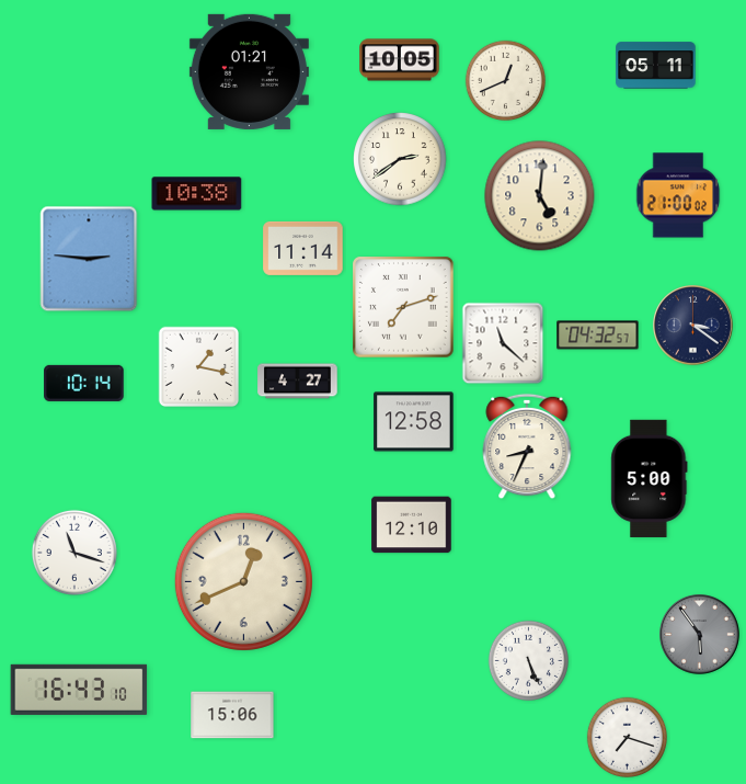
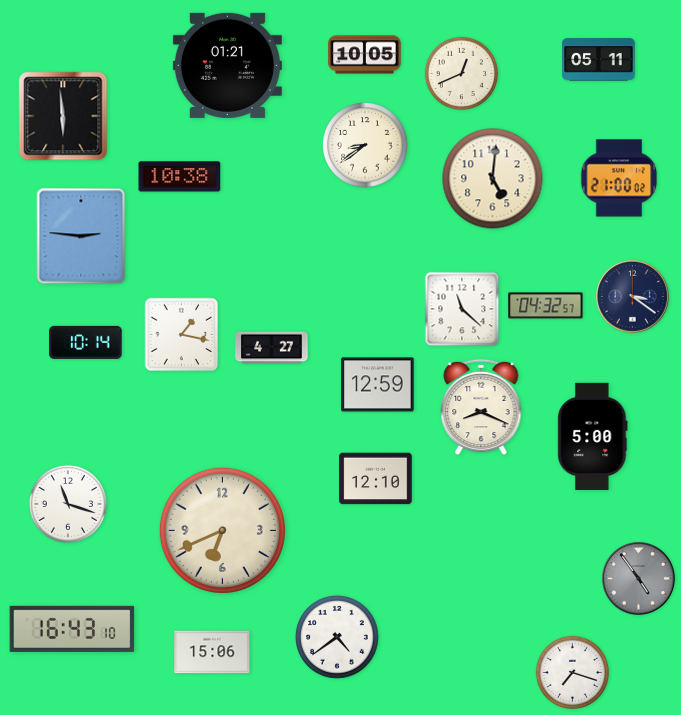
clock at (63, 116): none -> 5:59
clock at (400, 159): 2:39 -> 8:39
clock at (303, 248): 11:14 -> none
clock at (403, 307): 7:12 -> none
clock at (503, 343) position: (503, 343) -> (462, 309)
clock at (84, 383) position: (84, 383) -> (86, 342)
clock at (414, 422): 12:58 -> 12:59
clock at (527, 446): 8:34 -> 8:19
clock at (243, 581): 12:41 -> 6:41
clock at (700, 635): 5:54 -> 4:54
clock at (528, 660): 5:26 -> none
clock at (337, 637): none -> 4:39
